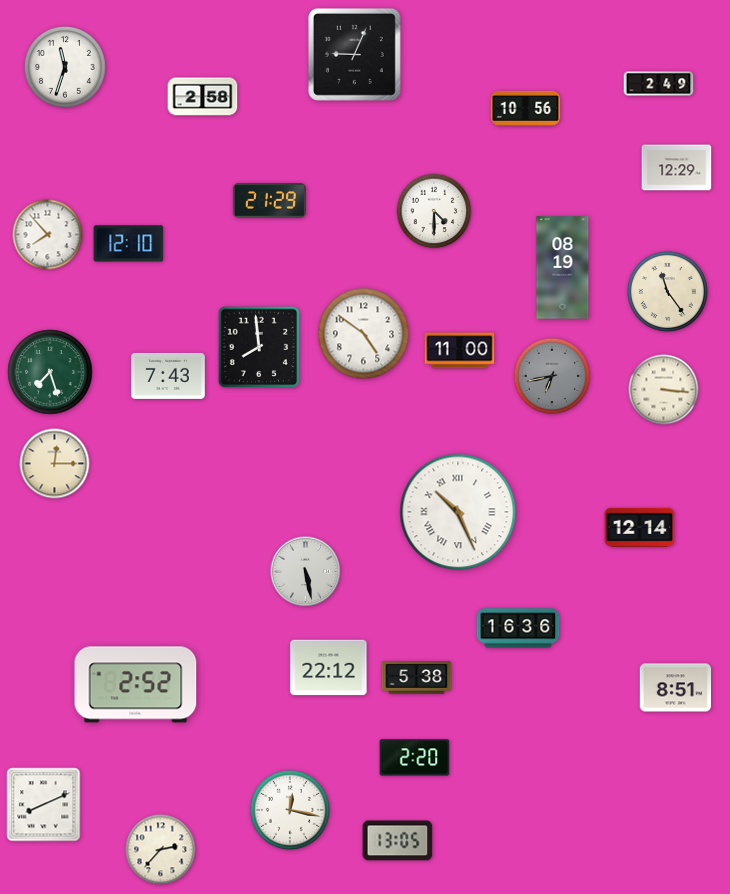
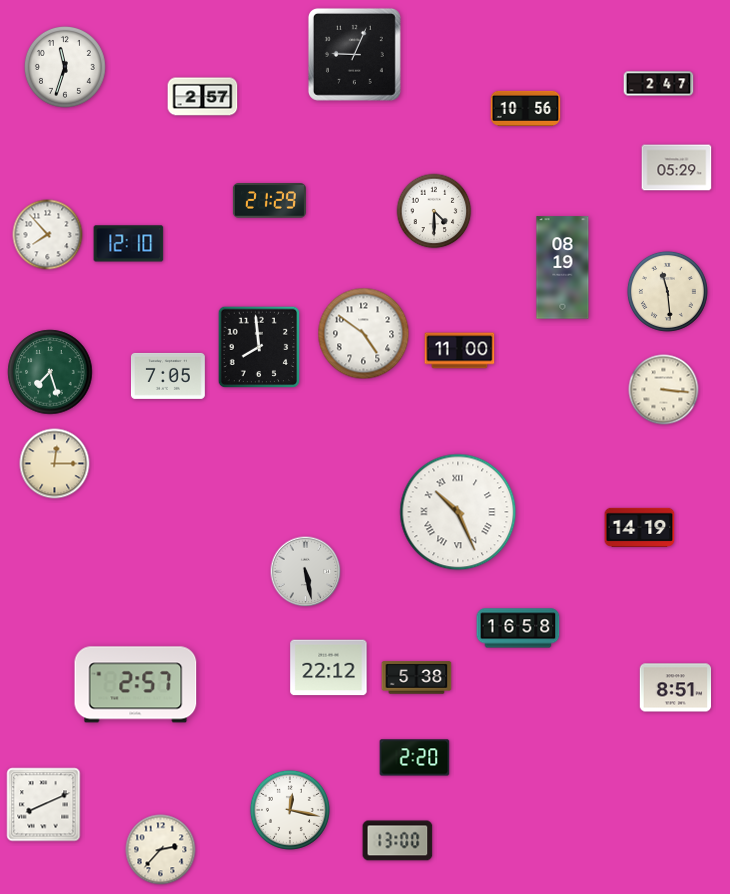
clock at (659, 84): 2:49 -> 2:47
clock at (203, 97): 2:58 -> 2:57
clock at (677, 168): 12:29 -> 05:29
clock at (667, 291): 11:24 -> 11:29
clock at (168, 376): 7:43 -> 7:05
clock at (552, 376): 6:43 -> none
clock at (640, 527): 12:14 -> 14:19
clock at (518, 628): 16:36 -> 16:58
clock at (136, 685): 2:52 -> 2:57
clock at (398, 841): 13:05 -> 13:00
